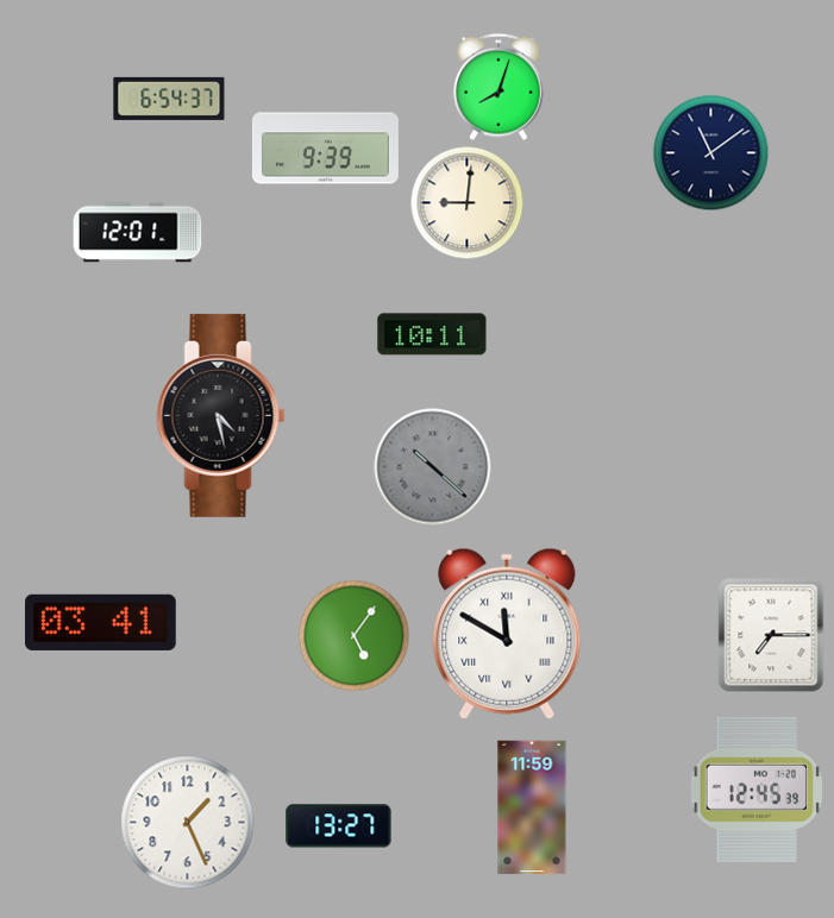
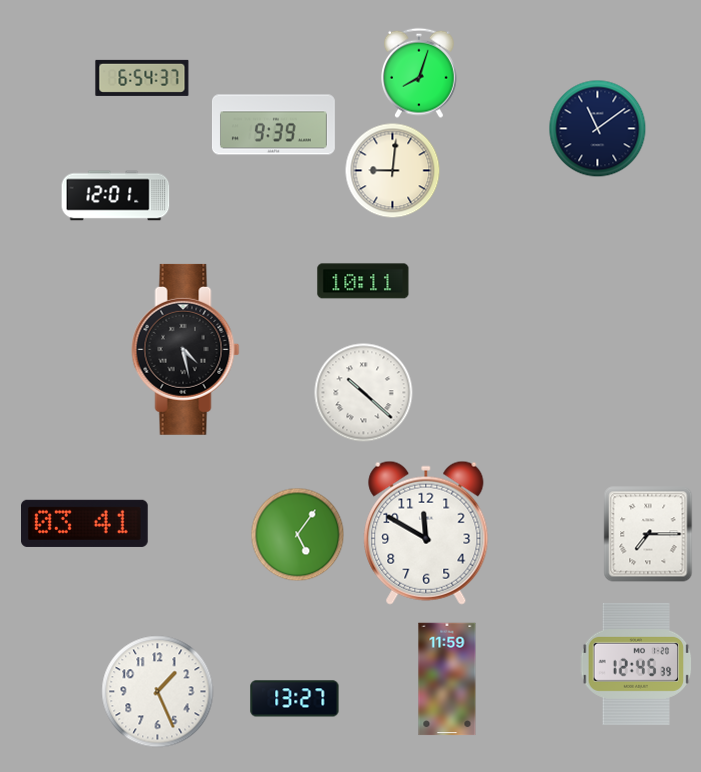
clock at (169, 99) position: (169, 99) -> (142, 78)
clock at (433, 467) dial: grey -> white
clock at (507, 634) numerals: Roman -> Arabic
clock at (339, 826) position: (339, 826) -> (295, 699)
